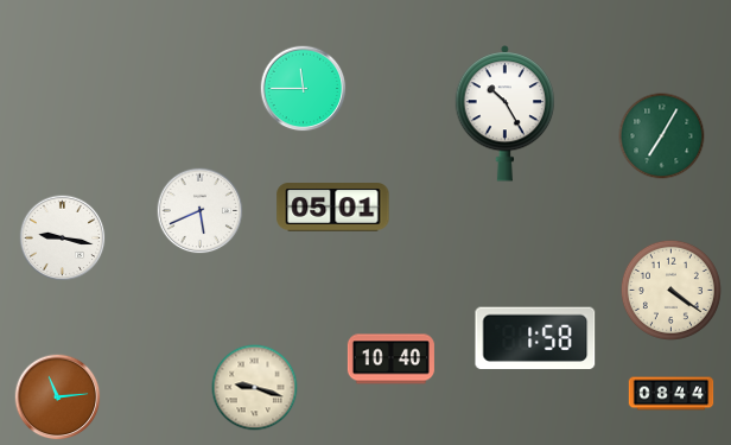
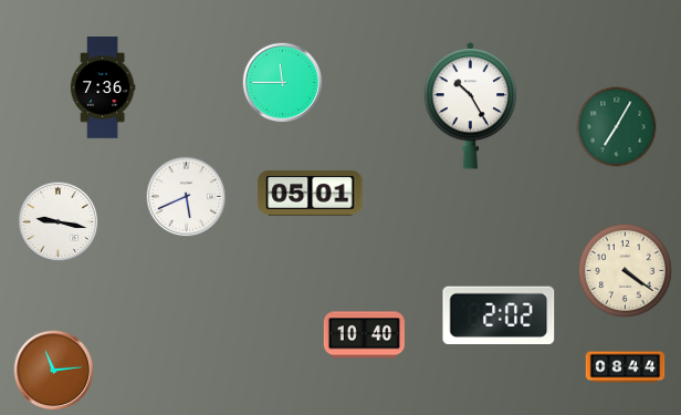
clock at (103, 87): none -> 7:36
clock at (535, 337): 1:58 -> 2:02
clock at (255, 388): 9:18 -> none
